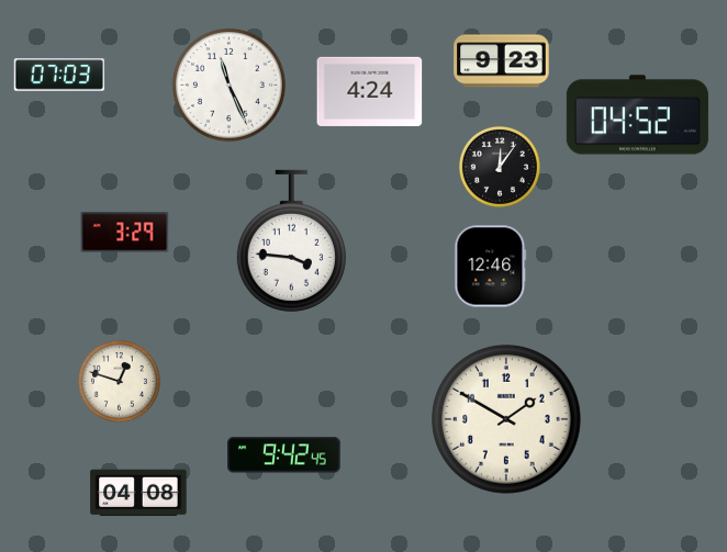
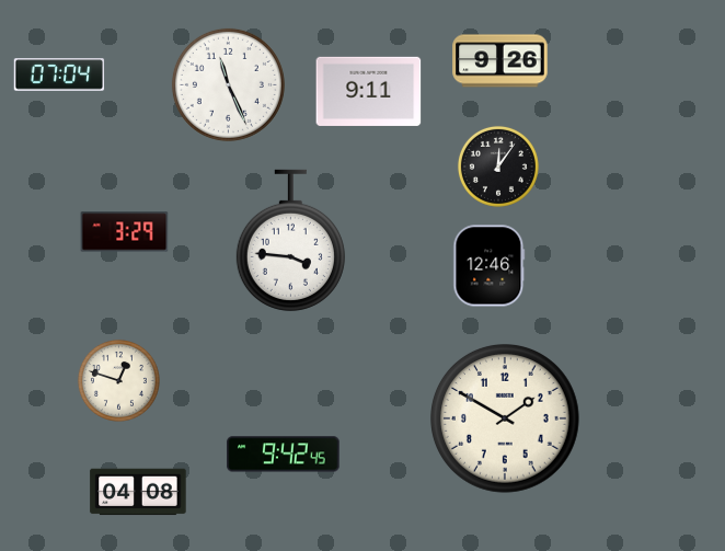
clock at (502, 61): 9:23 -> 9:26
clock at (59, 75): 07:03 -> 07:04
clock at (370, 91): 4:24 -> 9:11
clock at (637, 115): 04:52 -> none
